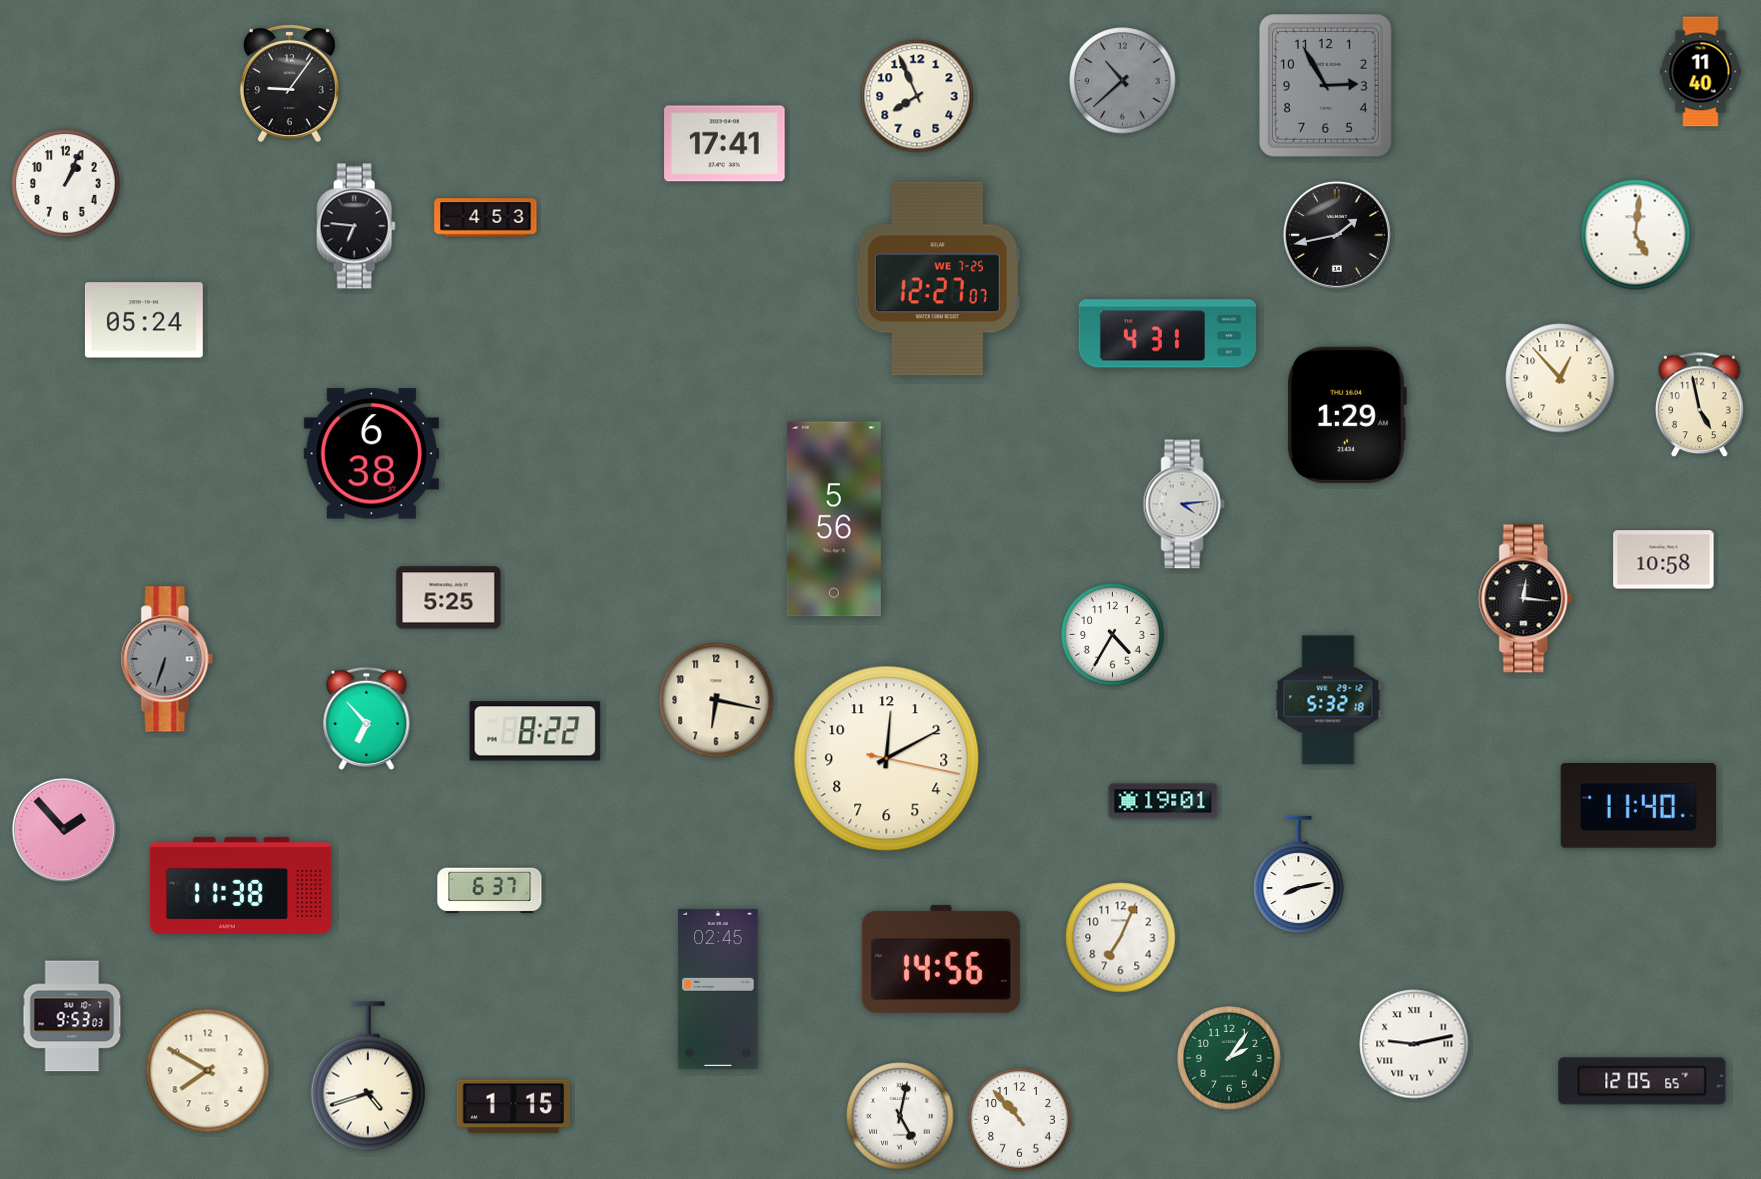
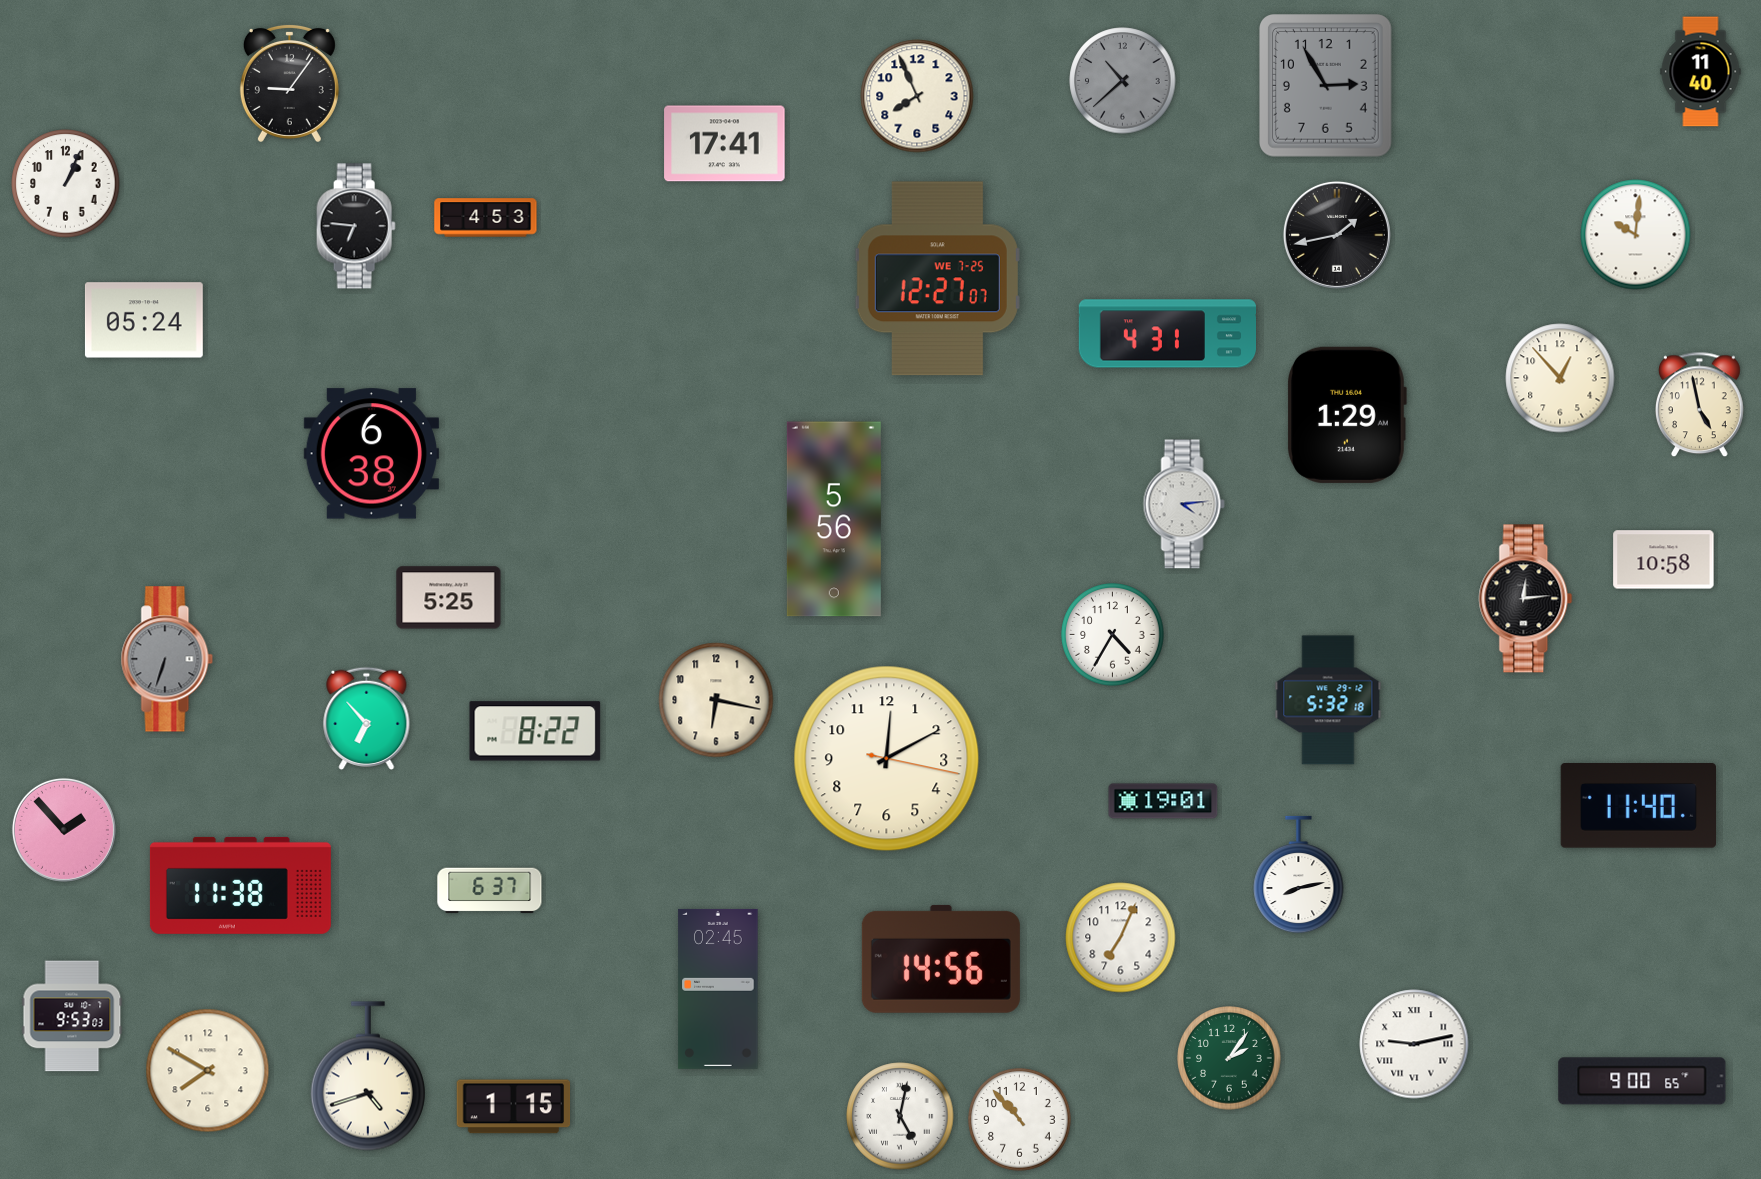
clock at (1636, 235): 5:01 -> 10:01
clock at (1526, 599): 12:16 -> 12:14
clock at (1642, 1081): 12:05 -> 9:00
